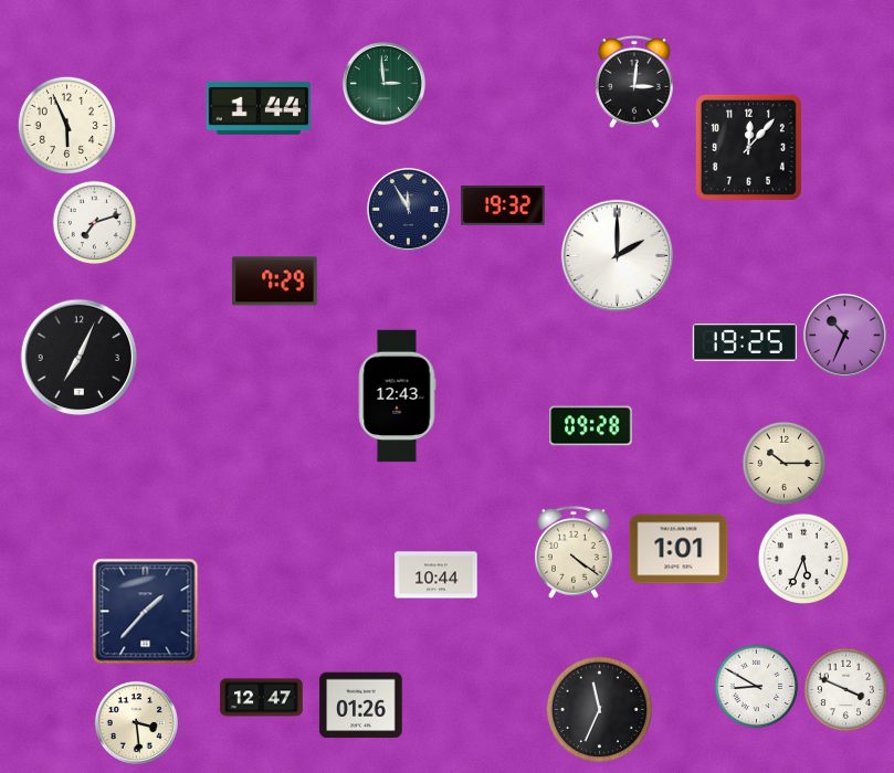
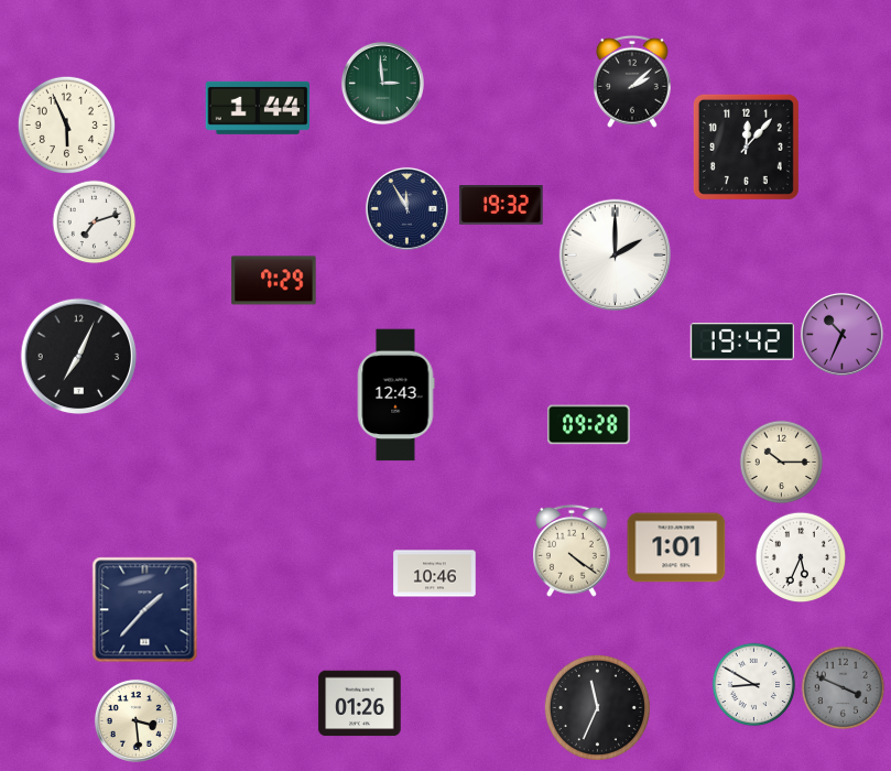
clock at (634, 82): 3:01 -> 2:08
clock at (744, 342): 19:25 -> 19:42
clock at (437, 575): 10:44 -> 10:46
clock at (846, 690) dial: white -> grey
clock at (262, 698): 12:47 -> none
